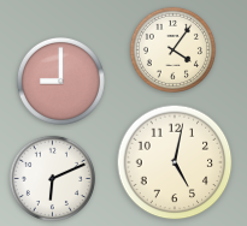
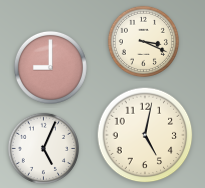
clock at (172, 49): 4:06 -> 3:19
clock at (52, 178): 6:11 -> 5:04
